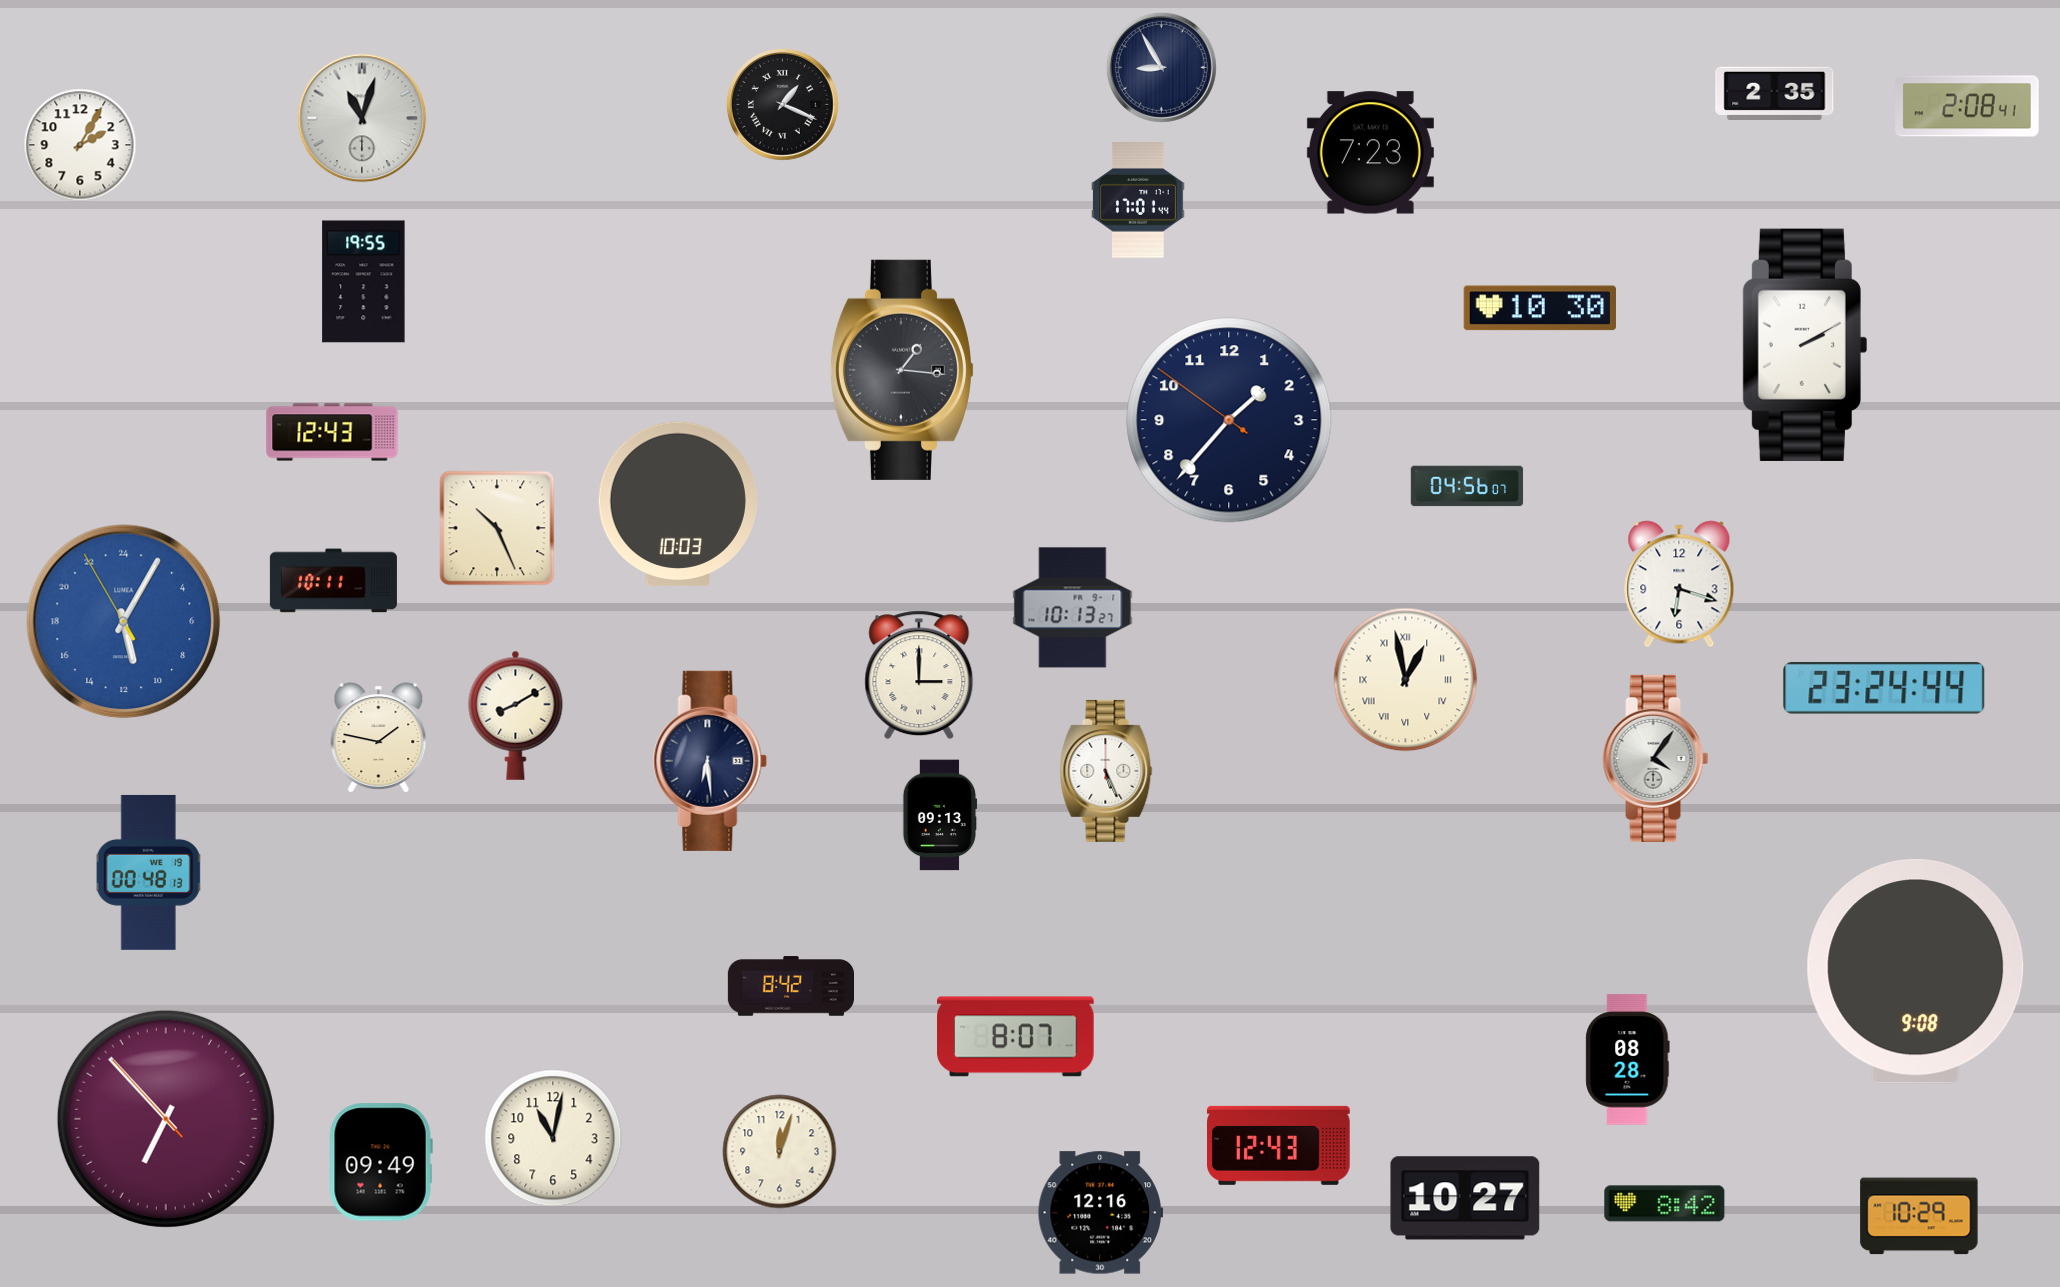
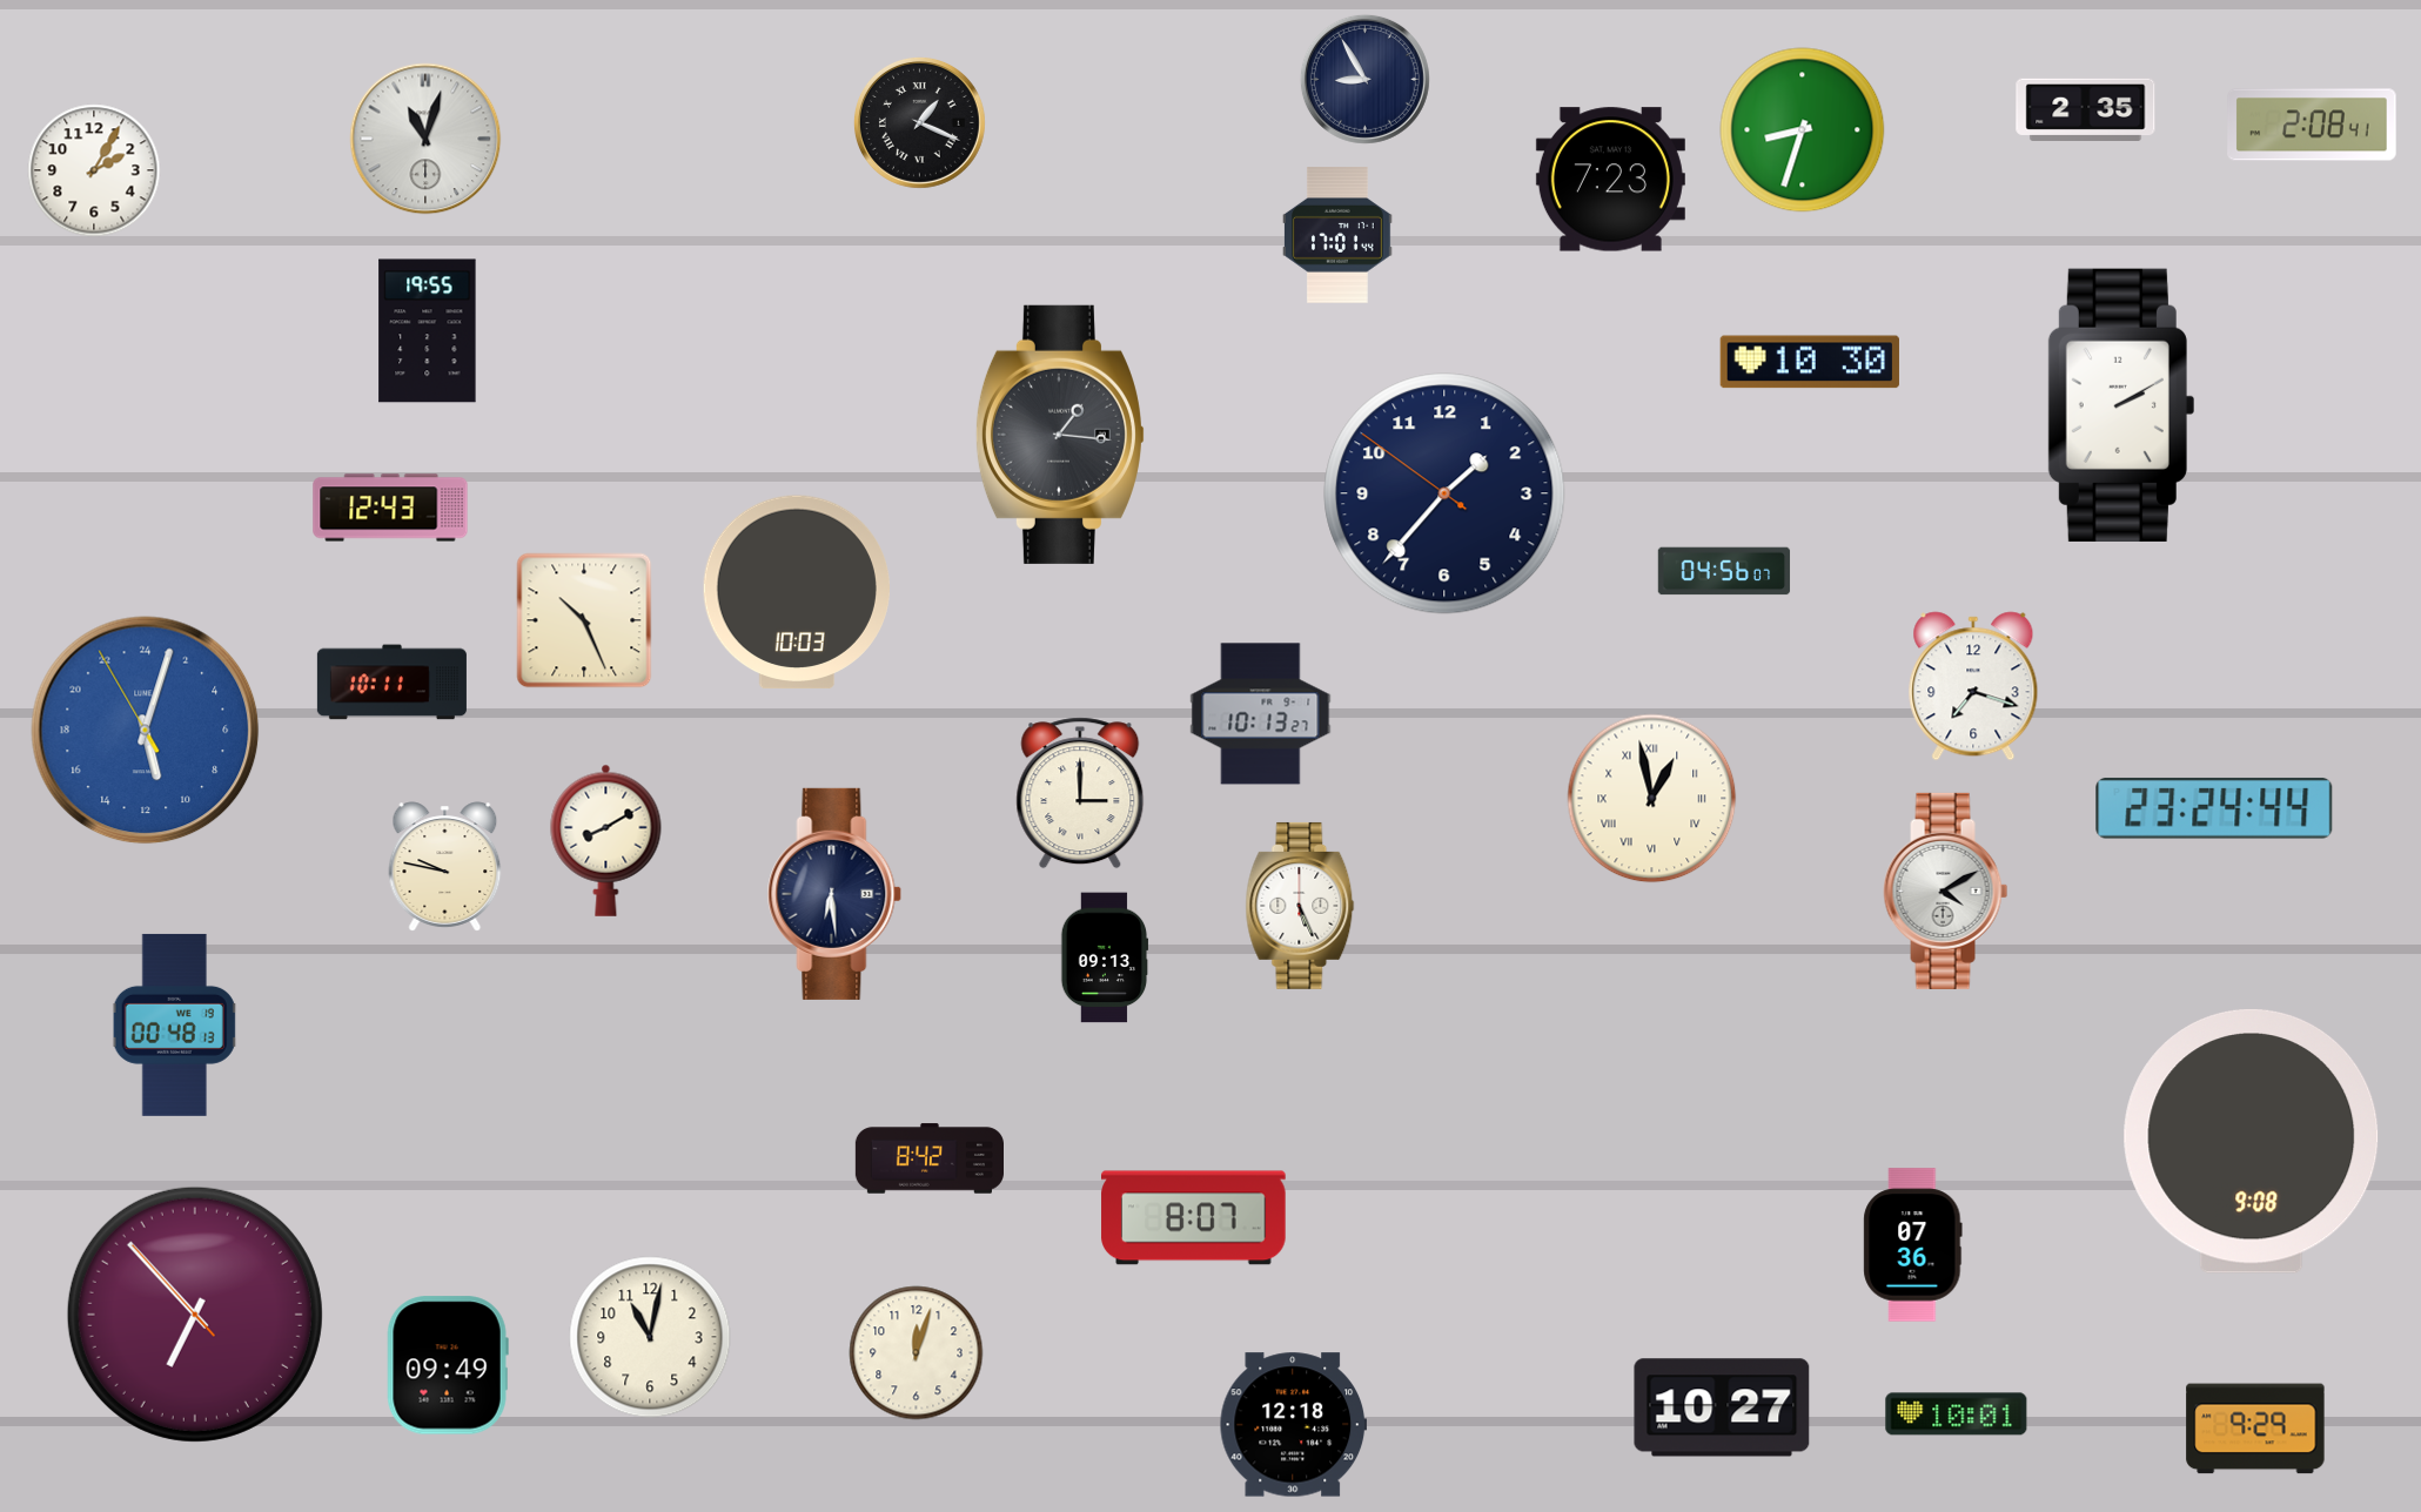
clock at (1803, 130): none -> 8:33
clock at (1679, 584): 6:18 -> 7:18
clock at (124, 622): 11:04 -> 11:02
clock at (379, 738): 1:47 -> 9:47
clock at (1656, 758): 4:06 -> 4:10
clock at (1628, 1060): 08:28 -> 07:36
clock at (1279, 1145): 12:43 -> none
clock at (1665, 1204): 8:42 -> 10:01
clock at (1100, 1213): 12:16 -> 12:18
clock at (1919, 1216): 10:29 -> 9:29
